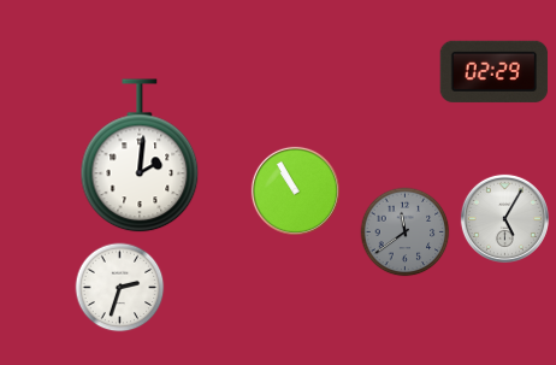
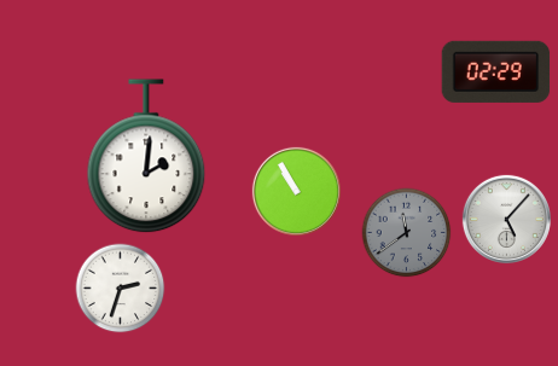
clock at (140, 157) position: (140, 157) -> (146, 157)
clock at (504, 218): 5:05 -> 5:07
